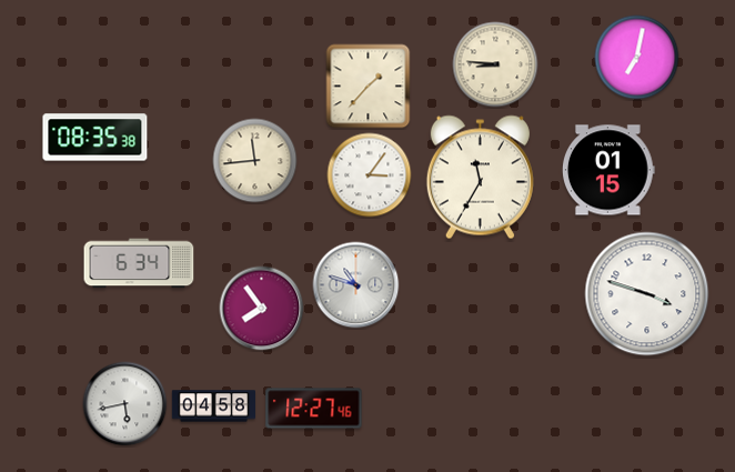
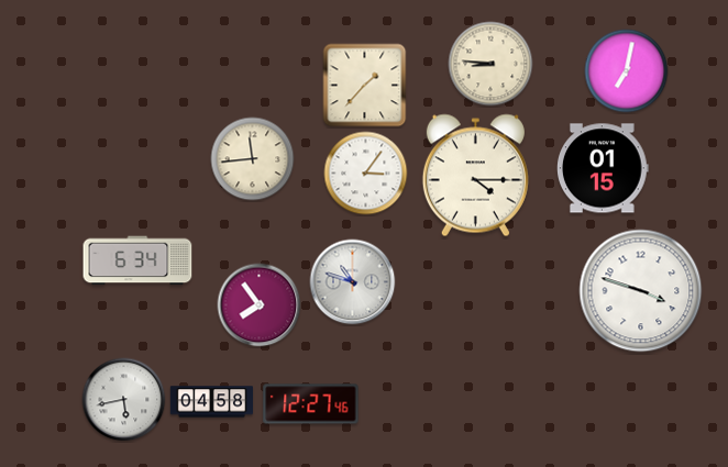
clock at (637, 58) position: (637, 58) -> (627, 71)
clock at (95, 138): 08:35 -> none
clock at (480, 178): 11:35 -> 4:15
